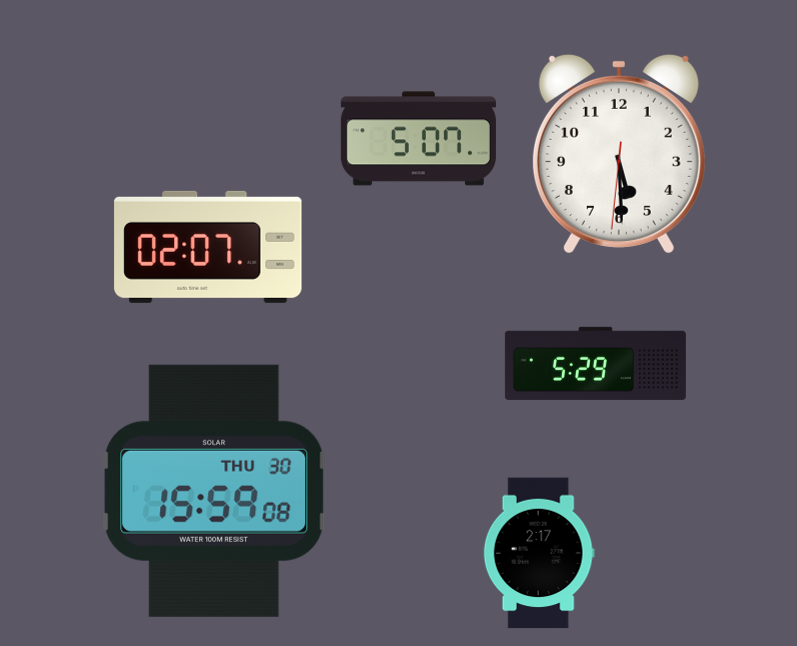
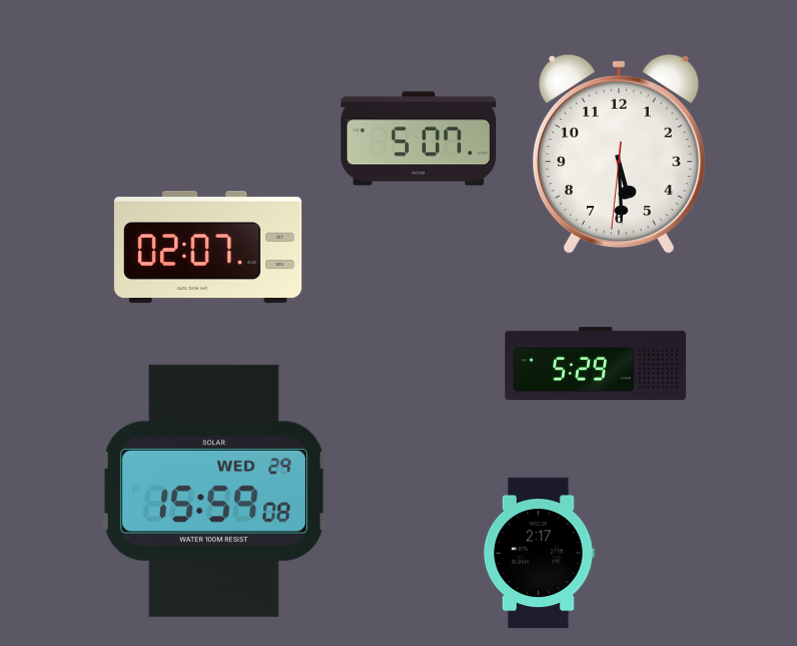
clock at (214, 491) date: THU 30 -> WED 29
